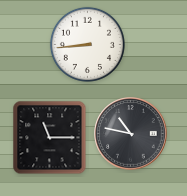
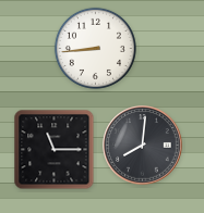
clock at (131, 134): 10:47 -> 8:01
